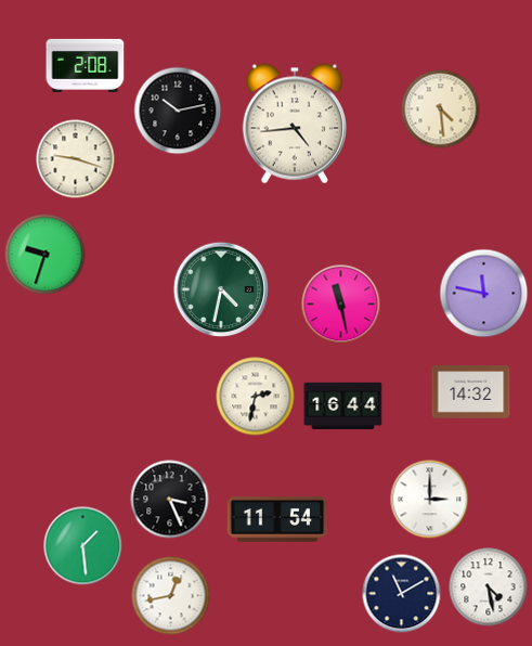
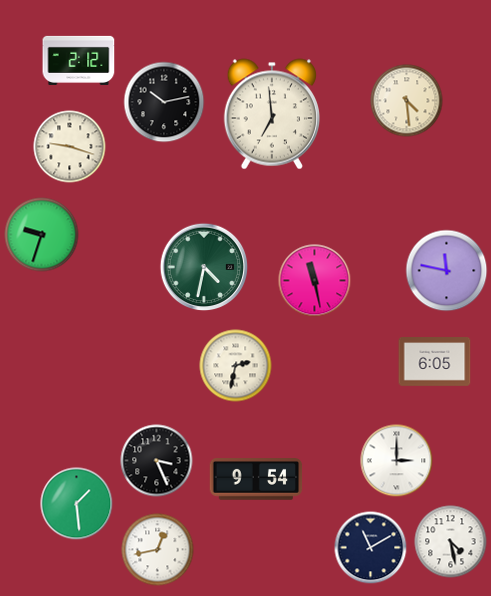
clock at (86, 65): 2:08 -> 2:12
clock at (295, 124): 4:44 -> 6:59
clock at (471, 392): 14:32 -> 6:05
clock at (343, 406): 16:44 -> none
clock at (277, 520): 11:54 -> 9:54
